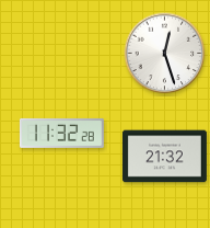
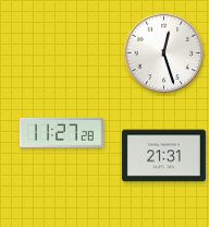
clock at (61, 133): 11:32 -> 11:27
clock at (164, 157): 21:32 -> 21:31
